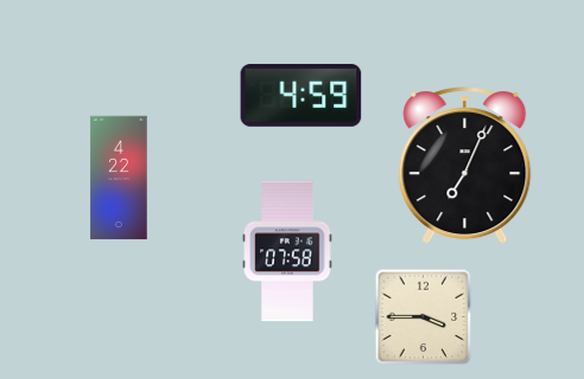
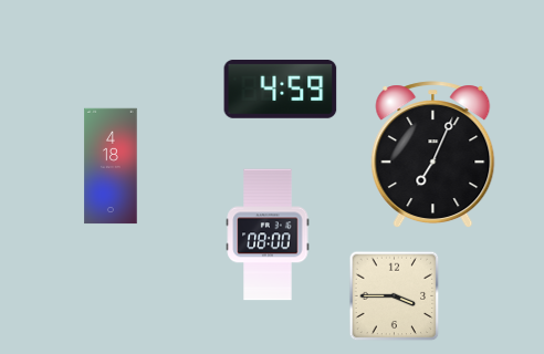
clock at (119, 178): 4:22 -> 4:18
clock at (287, 251): 07:58 -> 08:00
